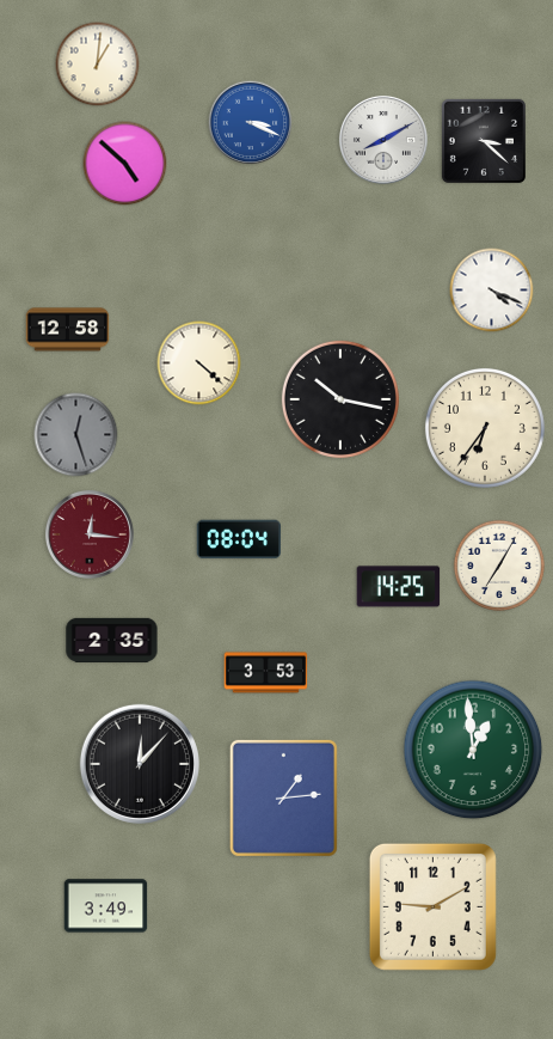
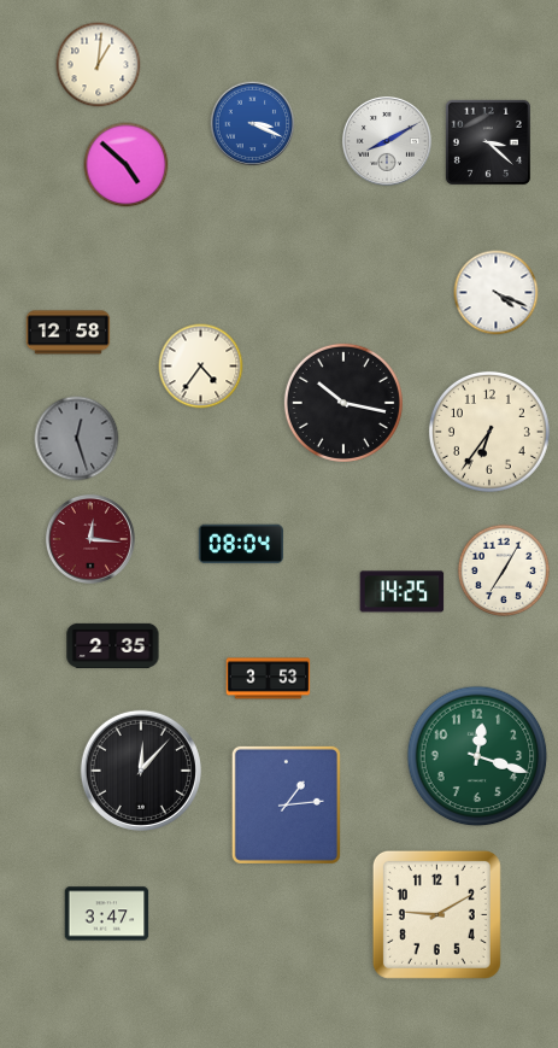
clock at (199, 363): 4:22 -> 4:36
clock at (473, 750): 12:59 -> 12:18
clock at (106, 906): 3:49 -> 3:47
